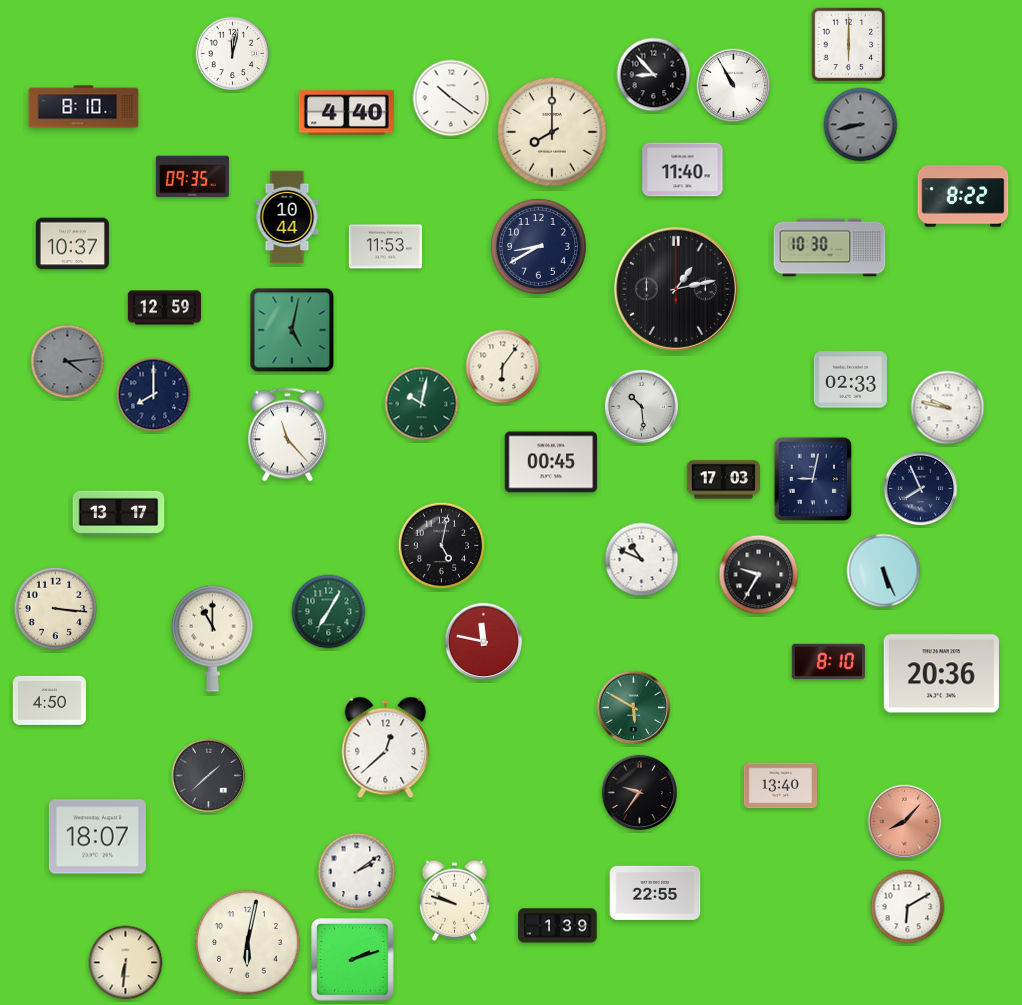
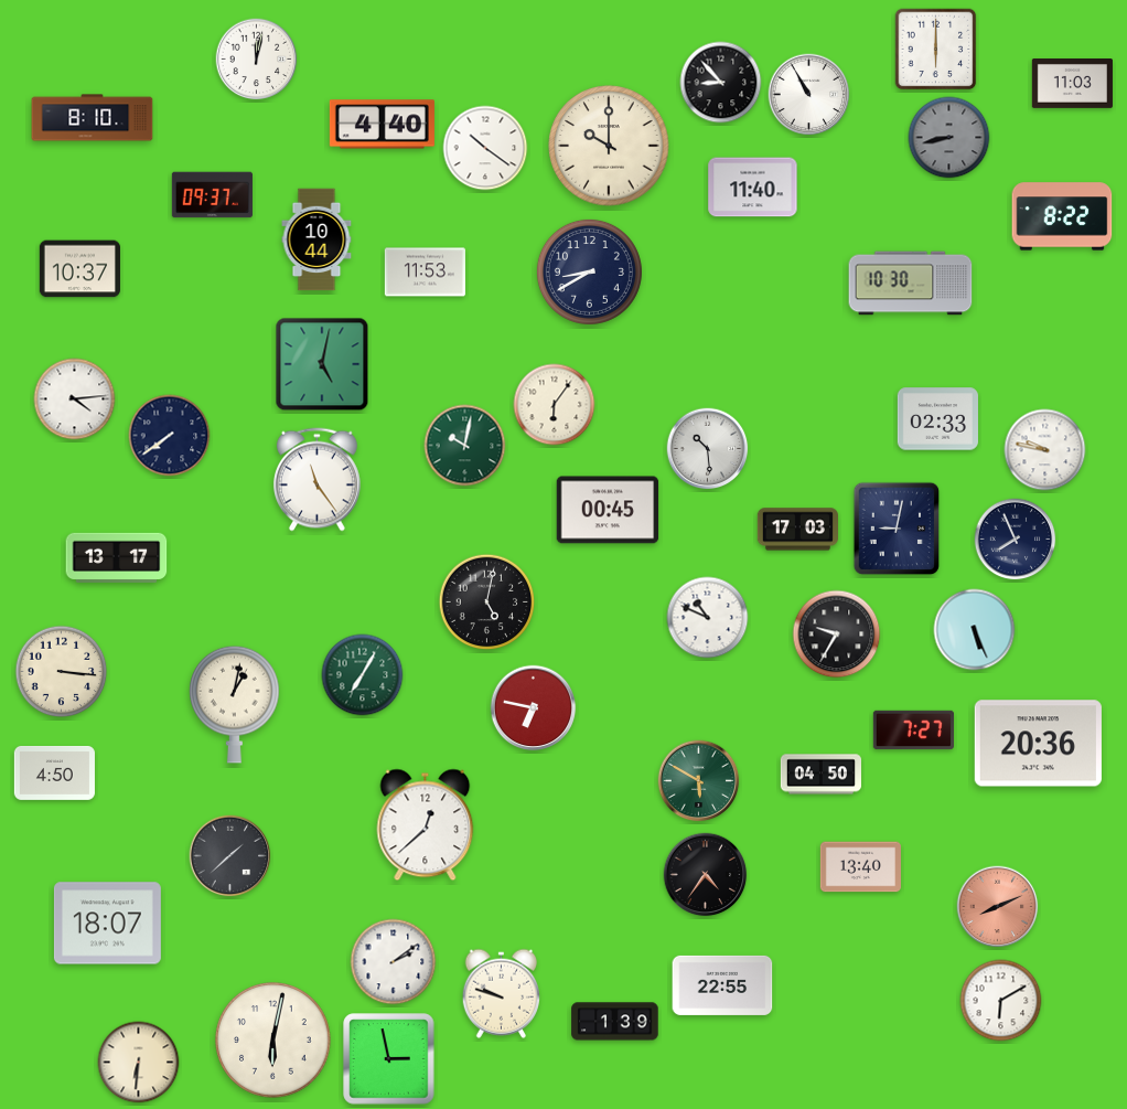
clock at (1072, 84): none -> 11:03
clock at (451, 98) position: (451, 98) -> (485, 148)
clock at (552, 132): 8:00 -> 10:00
clock at (192, 177): 09:35 -> 09:37
clock at (538, 246) position: (538, 246) -> (589, 271)
clock at (830, 248) position: (830, 248) -> (911, 284)
clock at (676, 289): 1:13 -> none
clock at (164, 308): 12:59 -> none
clock at (68, 362) dial: grey -> white
clock at (154, 395): 8:00 -> 7:39
clock at (287, 435): 11:23 -> 11:24
clock at (119, 513) position: (119, 513) -> (117, 557)
clock at (213, 638): 11:00 -> 1:02
clock at (484, 642): 11:47 -> 6:47
clock at (828, 662): 8:10 -> 7:27
clock at (820, 775): none -> 04:50
clock at (640, 793): 9:36 -> 4:36
clock at (905, 822): 8:07 -> 8:11
clock at (353, 960): 2:12 -> 2:58
